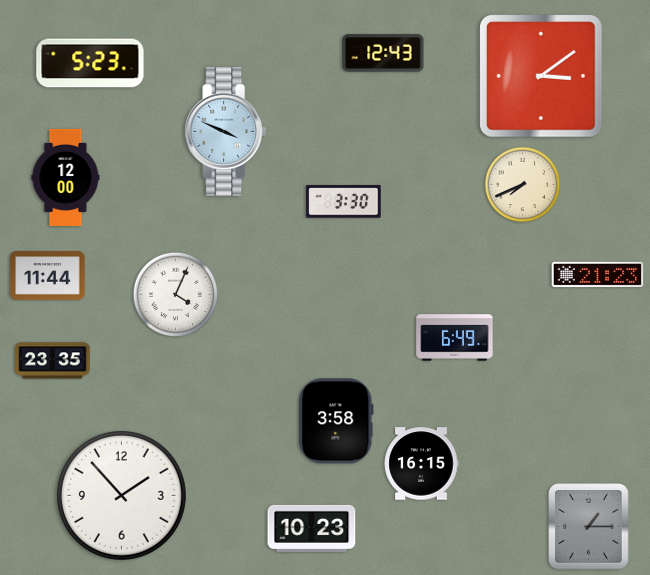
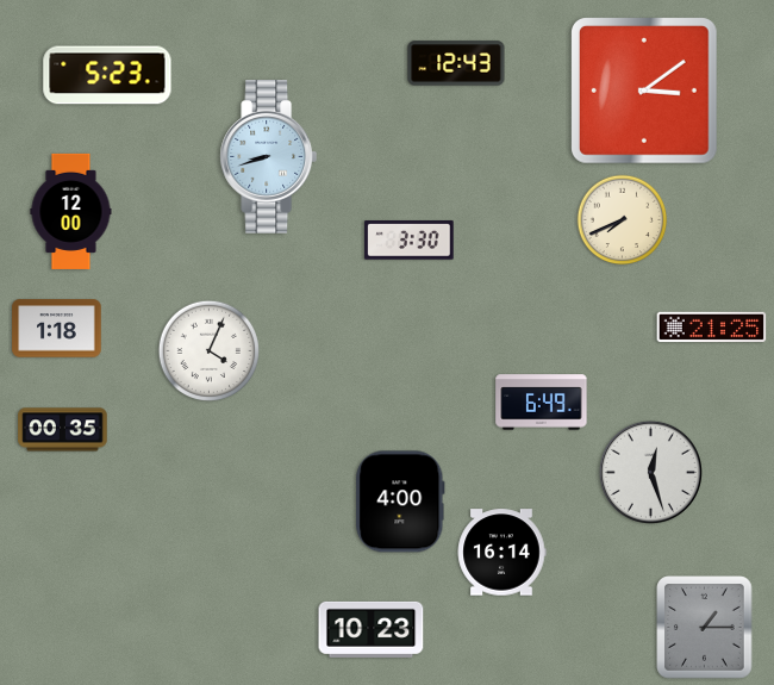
clock at (226, 132): 3:49 -> 8:42
clock at (66, 177) position: (66, 177) -> (71, 211)
clock at (598, 275): 21:23 -> 21:25
clock at (48, 276): 11:44 -> 1:18
clock at (53, 361): 23:35 -> 00:35
clock at (650, 472): none -> 12:27
clock at (336, 421): 3:58 -> 4:00
clock at (421, 464): 16:15 -> 16:14
clock at (121, 495): 1:53 -> none
clock at (589, 527) position: (589, 527) -> (705, 628)
